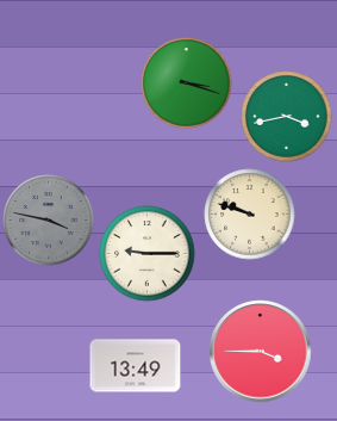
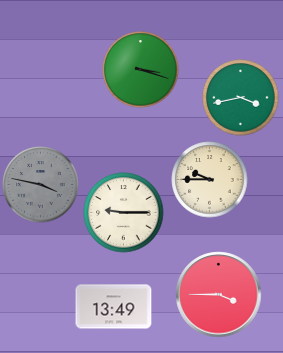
clock at (187, 83) position: (187, 83) -> (141, 70)
clock at (250, 215): 9:48 -> 9:45
